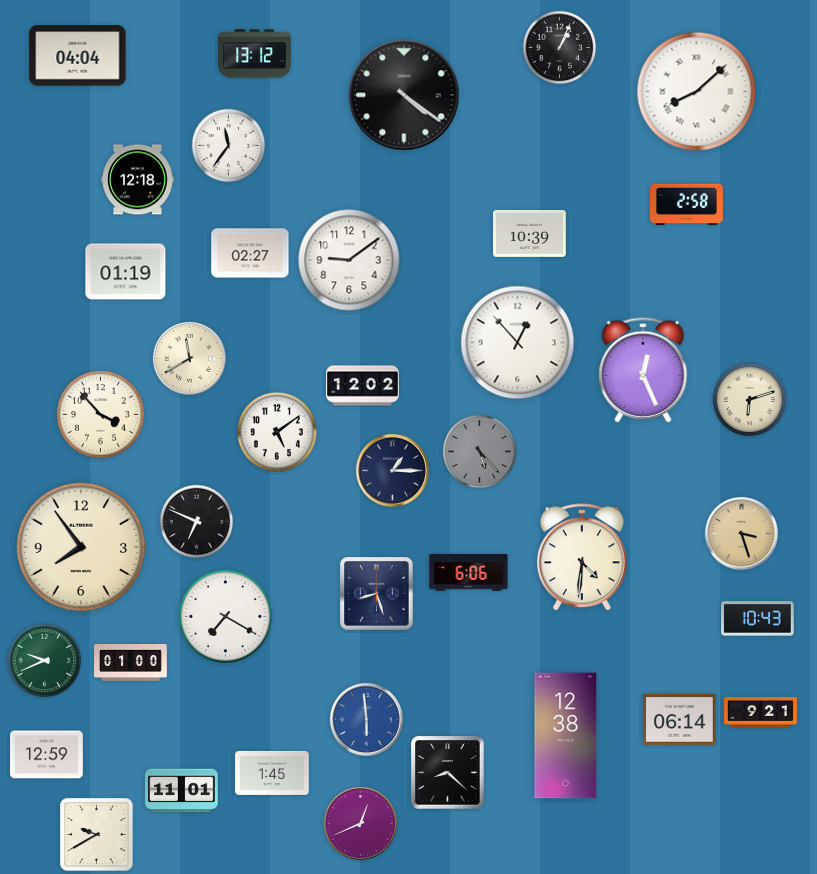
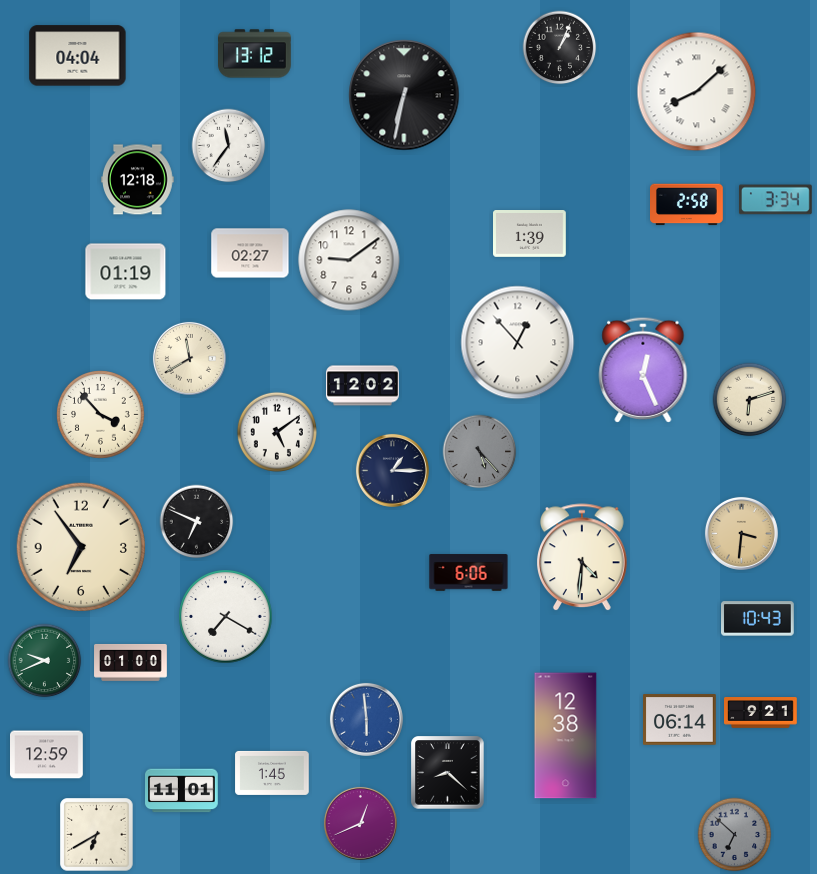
clock at (404, 95): 4:21 -> 6:32
clock at (776, 200): none -> 3:34
clock at (530, 234): 10:39 -> 1:39
clock at (741, 533): 3:27 -> 3:31
clock at (81, 547): 7:54 -> 6:54
clock at (377, 594): 8:27 -> none
clock at (97, 835): 9:40 -> 6:40
clock at (735, 835): none -> 6:52
